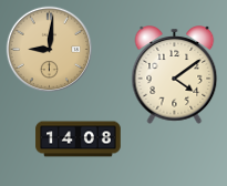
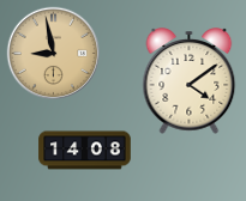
clock at (49, 49): 9:01 -> 8:58
